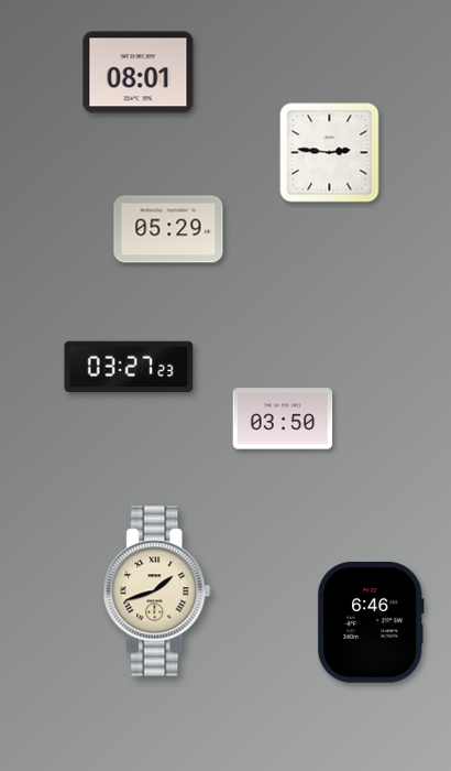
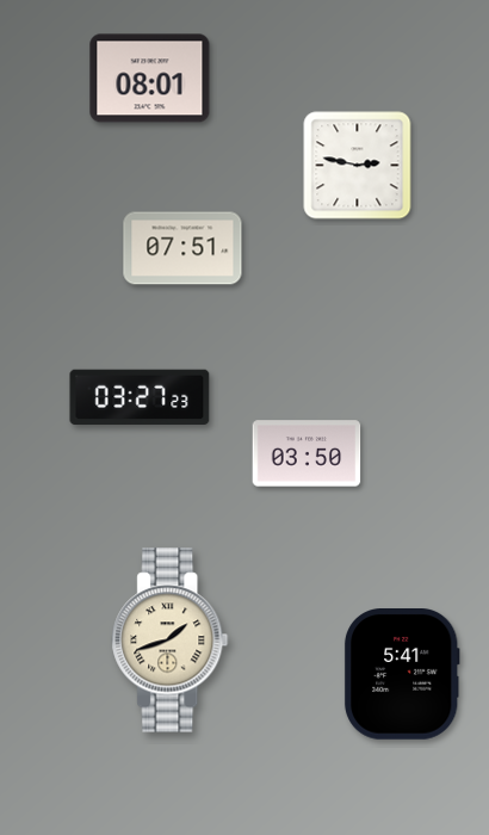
clock at (330, 153): 2:46 -> 2:47
clock at (168, 229): 05:29 -> 07:51
clock at (371, 623): 6:46 -> 5:41
